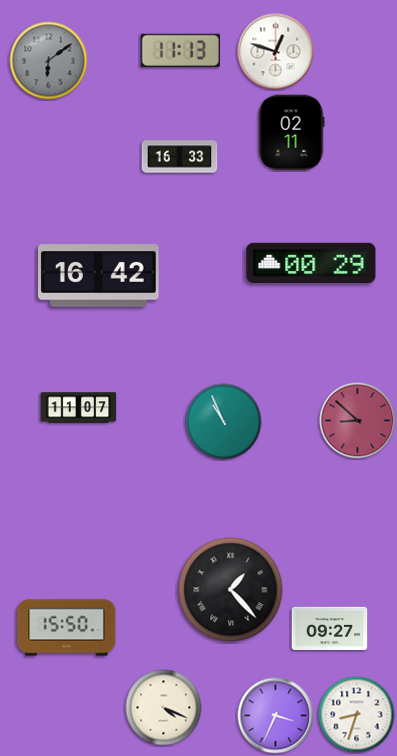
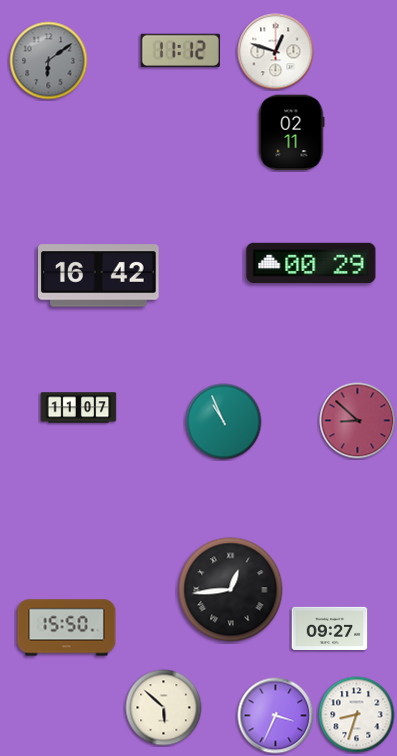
clock at (180, 50): 11:13 -> 11:12
clock at (180, 157): 16:33 -> none
clock at (231, 590): 1:23 -> 12:44
clock at (164, 708): 4:19 -> 5:52
